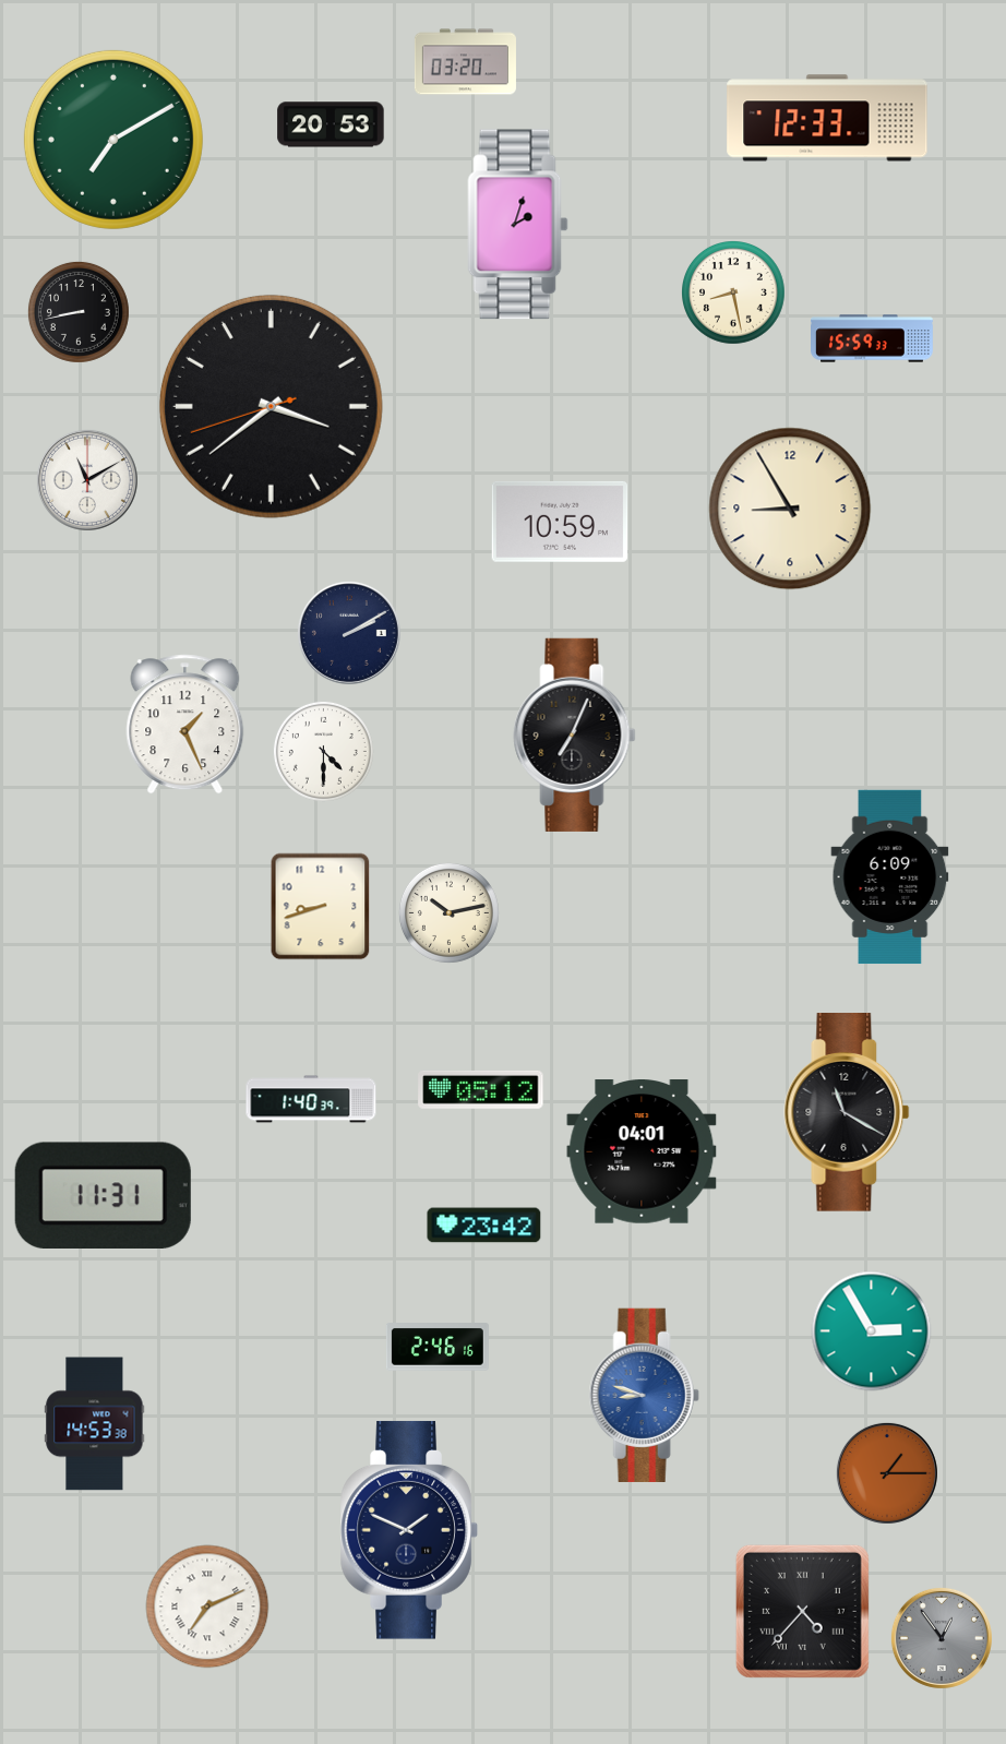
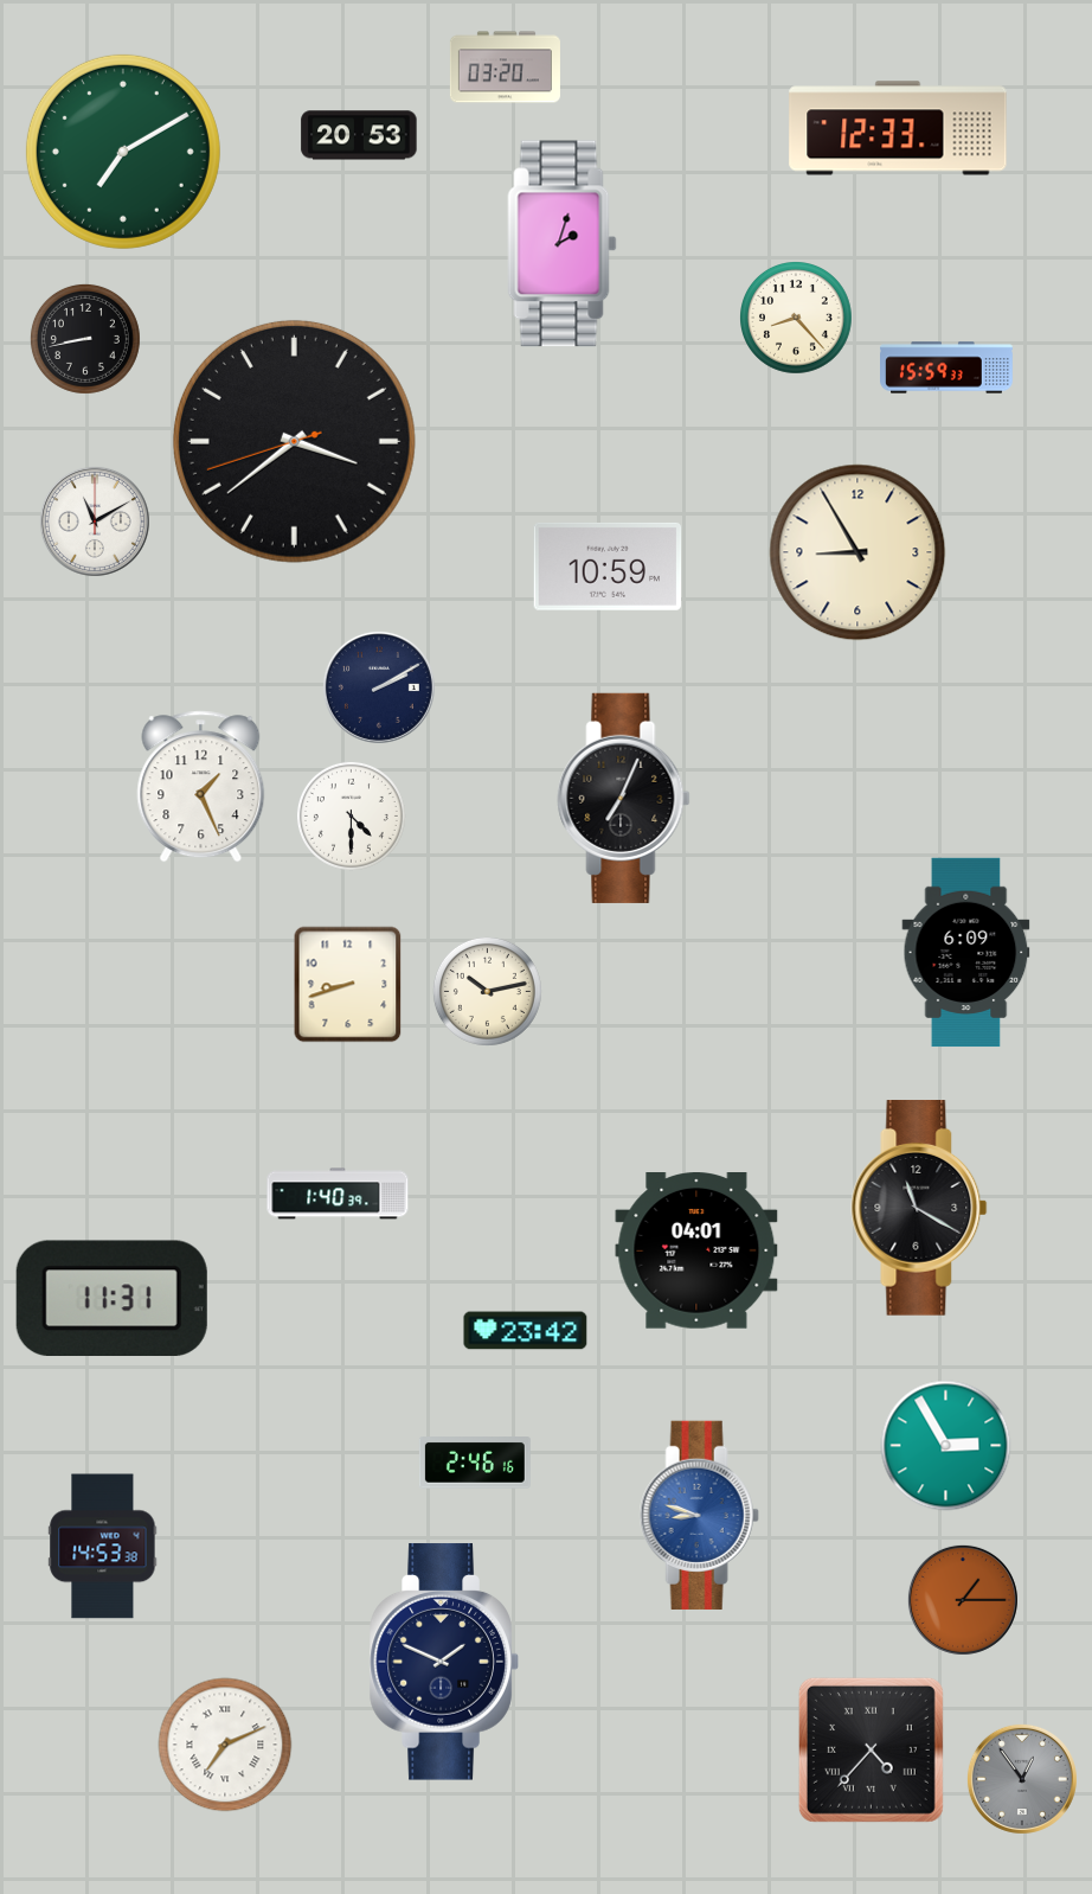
clock at (734, 294): 8:28 -> 8:23
clock at (481, 1089): 05:12 -> none
